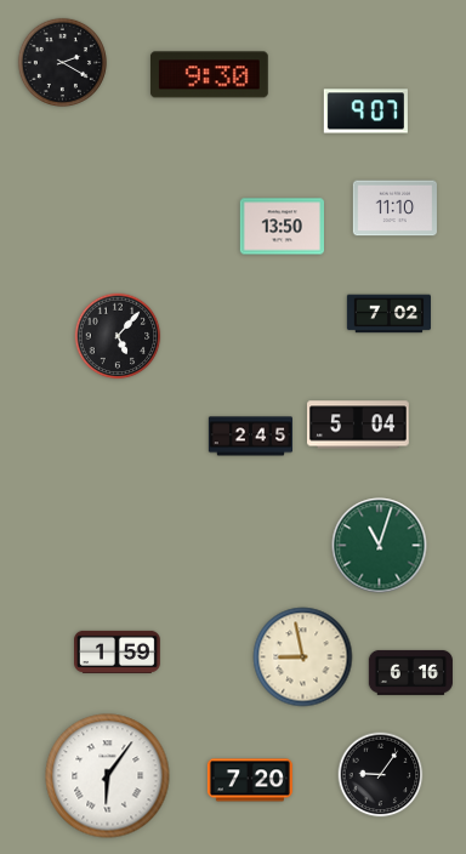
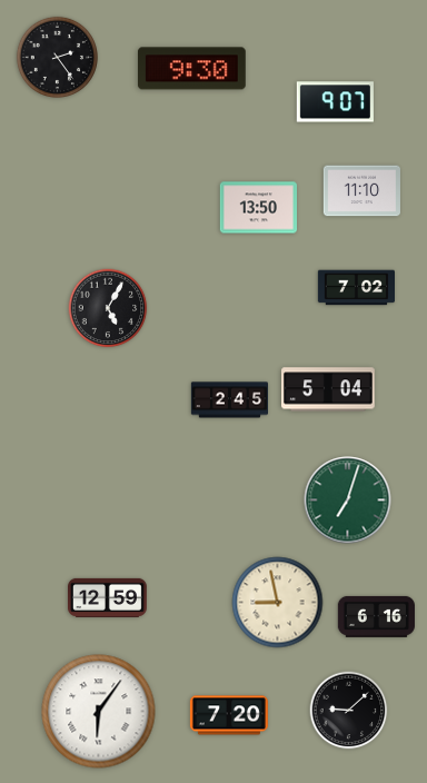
clock at (62, 62): 2:20 -> 2:24
clock at (118, 336): 5:07 -> 5:05
clock at (380, 546): 11:03 -> 7:03
clock at (118, 651): 1:59 -> 12:59
clock at (381, 775): 9:06 -> 9:08
